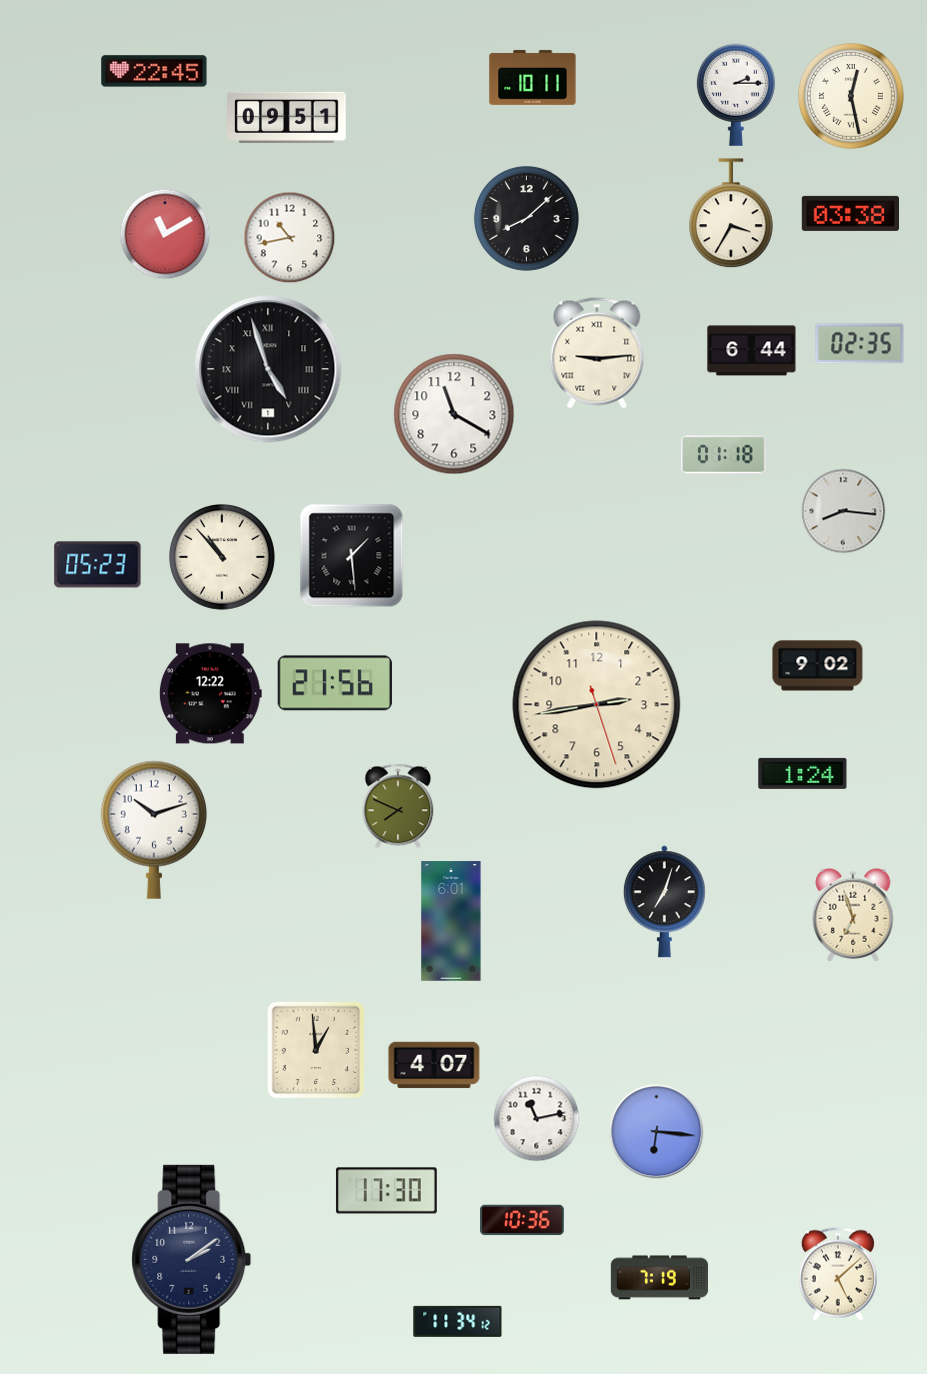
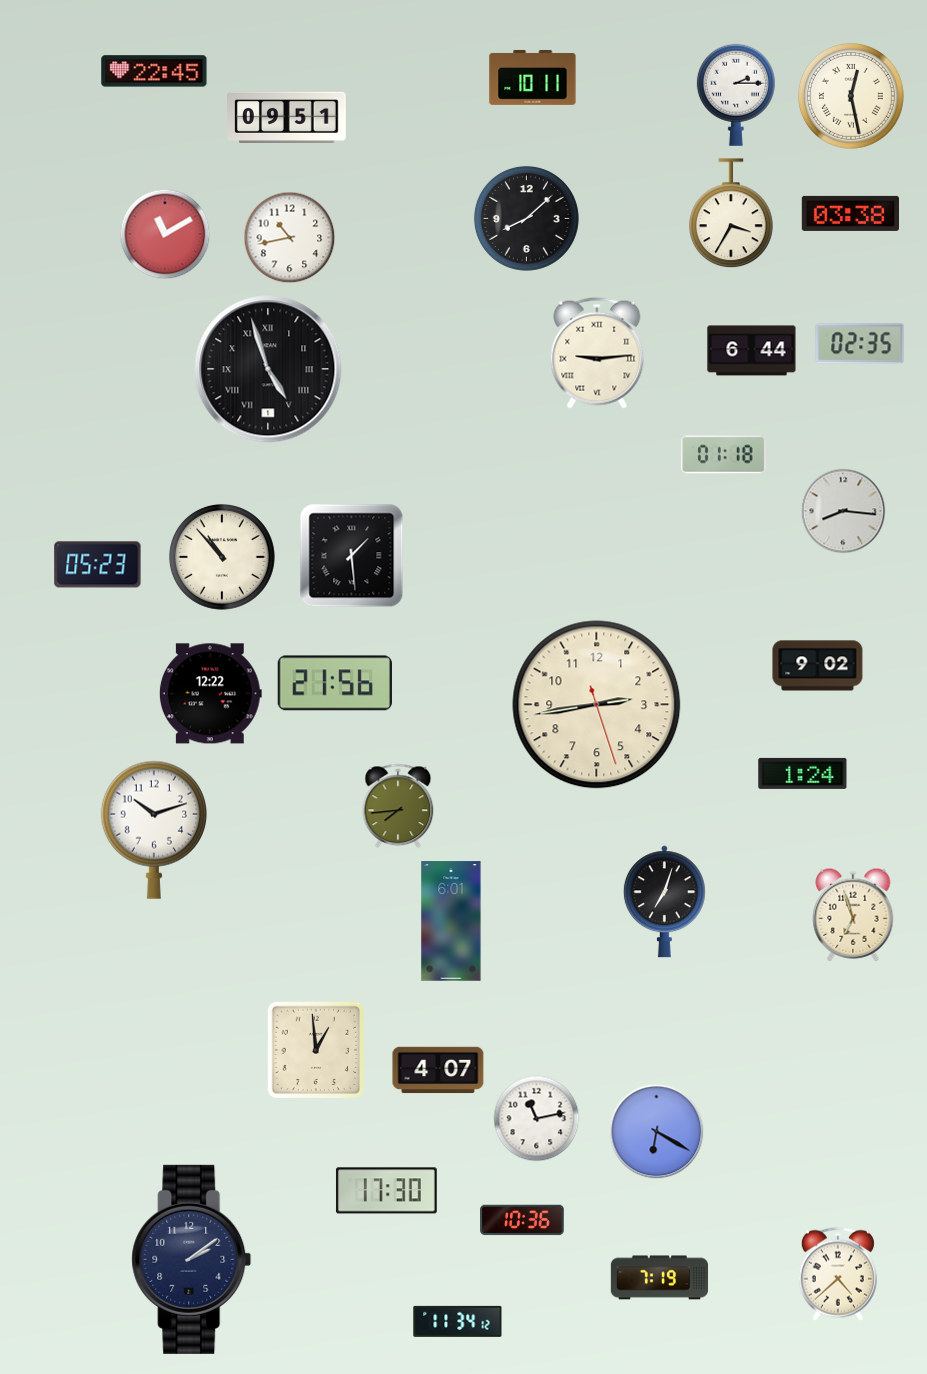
clock at (454, 414): 11:20 -> none
clock at (398, 806): 7:49 -> 7:44
clock at (434, 1065) position: (434, 1065) -> (438, 1070)
clock at (657, 1132): 6:16 -> 6:20
clock at (838, 1274): 5:08 -> 4:38
